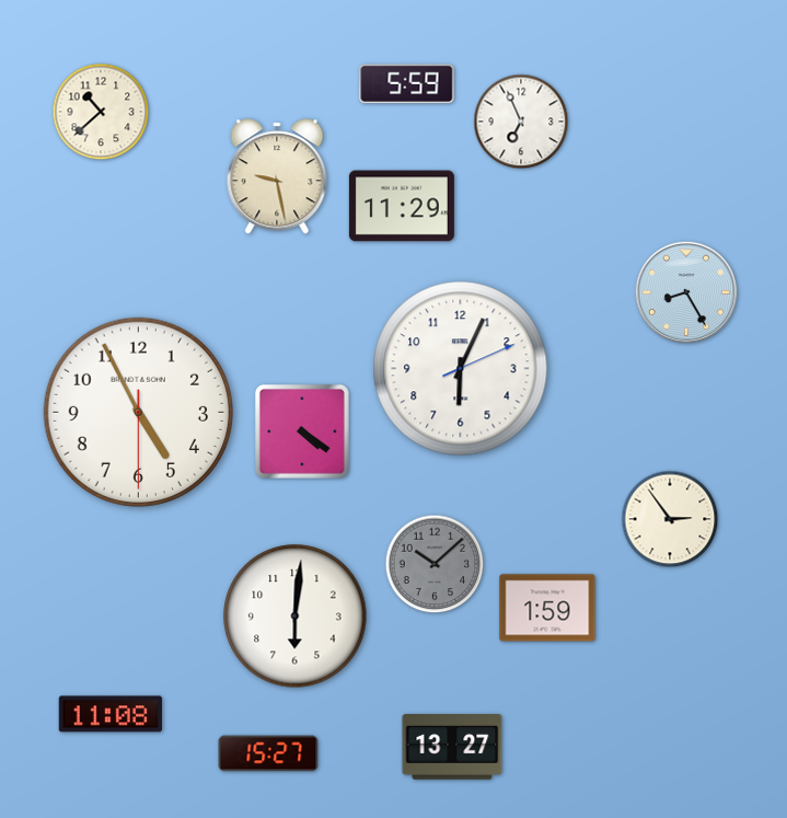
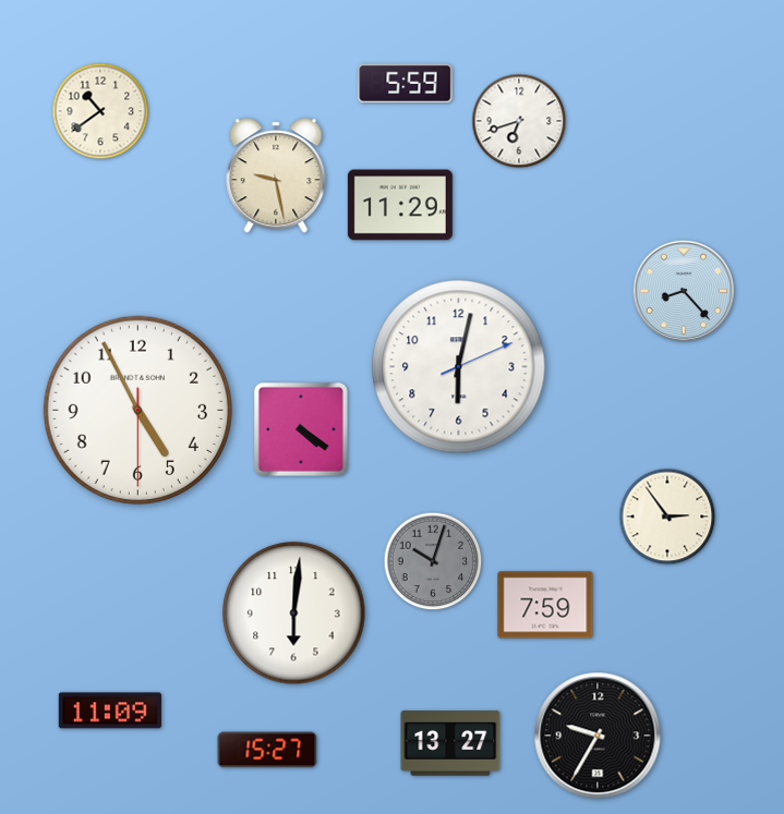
clock at (101, 112): 10:38 -> 10:39
clock at (521, 122): 6:56 -> 6:42
clock at (686, 292): 8:25 -> 8:23
clock at (461, 369): 6:04 -> 6:02
clock at (435, 564): 10:08 -> 10:03
clock at (547, 608): 1:59 -> 7:59
clock at (111, 714): 11:08 -> 11:09
clock at (598, 736): none -> 9:35
